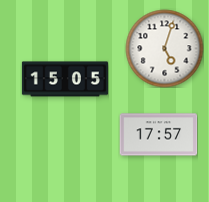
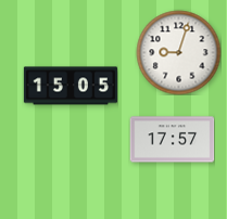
clock at (164, 48): 5:03 -> 9:03
clock at (158, 135) position: (158, 135) -> (172, 140)
